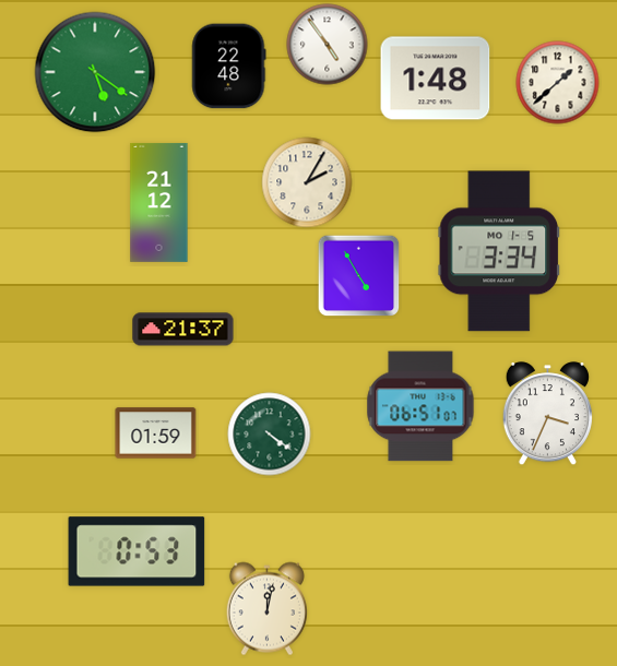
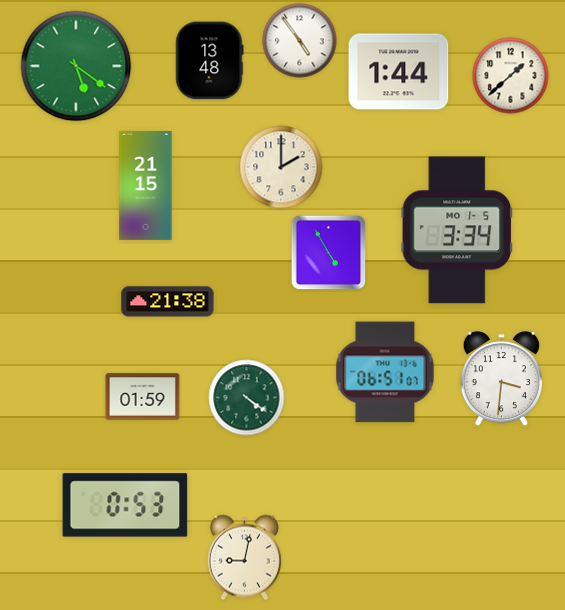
clock at (229, 67): 22:48 -> 13:48
clock at (95, 72) position: (95, 72) -> (76, 66)
clock at (436, 79): 1:48 -> 1:44
clock at (307, 182): 2:05 -> 2:00
clock at (159, 202): 21:12 -> 21:15
clock at (183, 330): 21:37 -> 21:38
clock at (547, 414): 3:34 -> 3:31
clock at (266, 609): 12:02 -> 9:02
